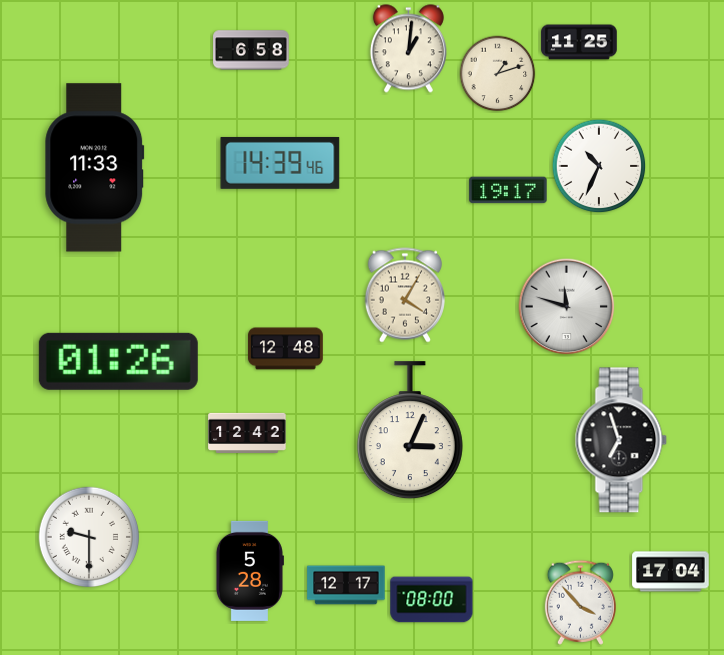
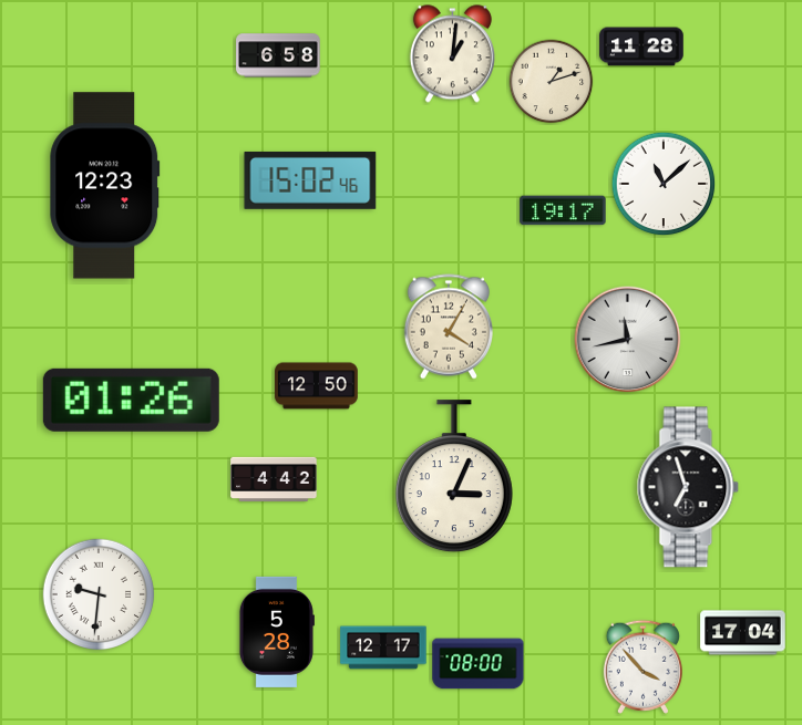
clock at (579, 42): 11:25 -> 11:28
clock at (280, 163): 14:39 -> 15:02
clock at (599, 166): 10:34 -> 11:08
clock at (95, 168): 11:33 -> 12:23
clock at (567, 307): 11:48 -> 11:43
clock at (286, 349): 12:48 -> 12:50
clock at (247, 432): 12:42 -> 4:42
clock at (89, 537): 9:30 -> 9:31
